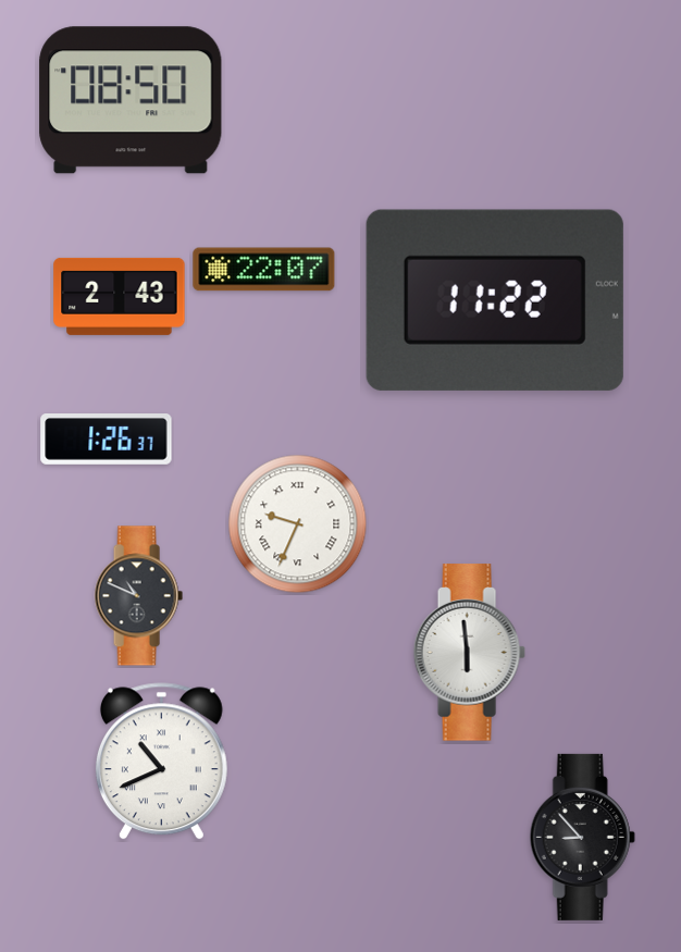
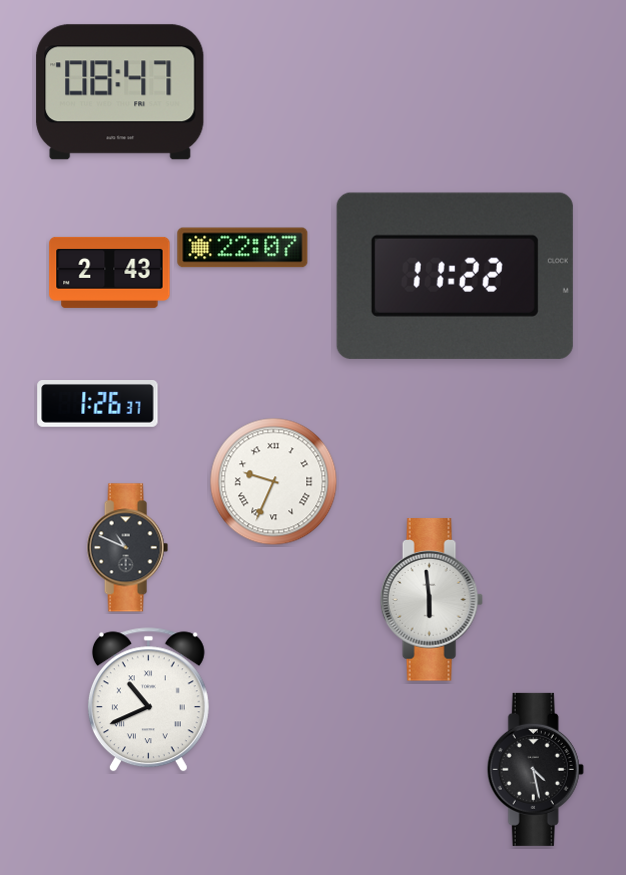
clock at (131, 100): 08:50 -> 08:47
clock at (582, 837): 8:53 -> 4:28
